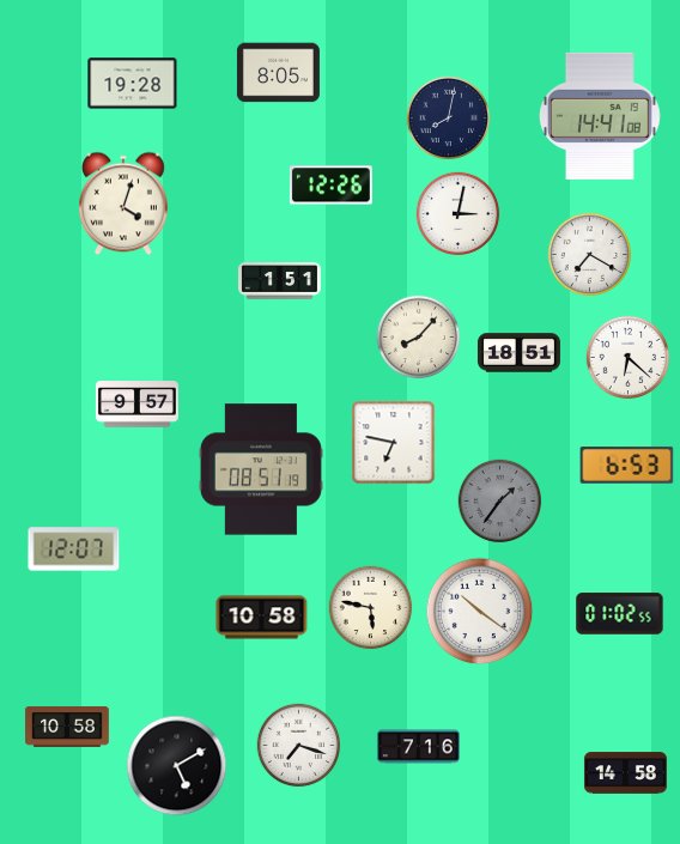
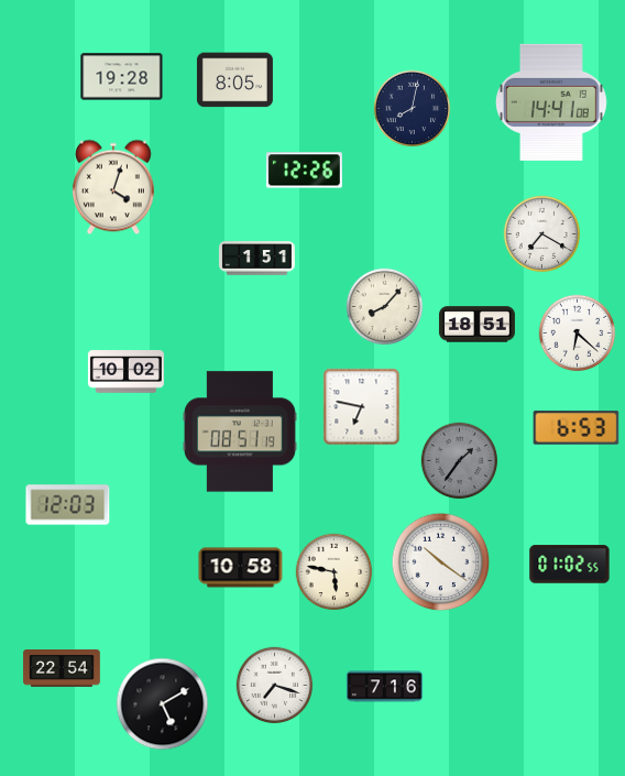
clock at (278, 73) position: (278, 73) -> (234, 80)
clock at (600, 116) position: (600, 116) -> (551, 102)
clock at (459, 214): 3:02 -> none
clock at (419, 338) position: (419, 338) -> (385, 307)
clock at (629, 358) position: (629, 358) -> (578, 334)
clock at (136, 405): 9:57 -> 10:02
clock at (74, 549): 12:07 -> 12:03
clock at (371, 608) position: (371, 608) -> (335, 572)
clock at (67, 728): 10:58 -> 22:54
clock at (625, 773): 14:58 -> none
